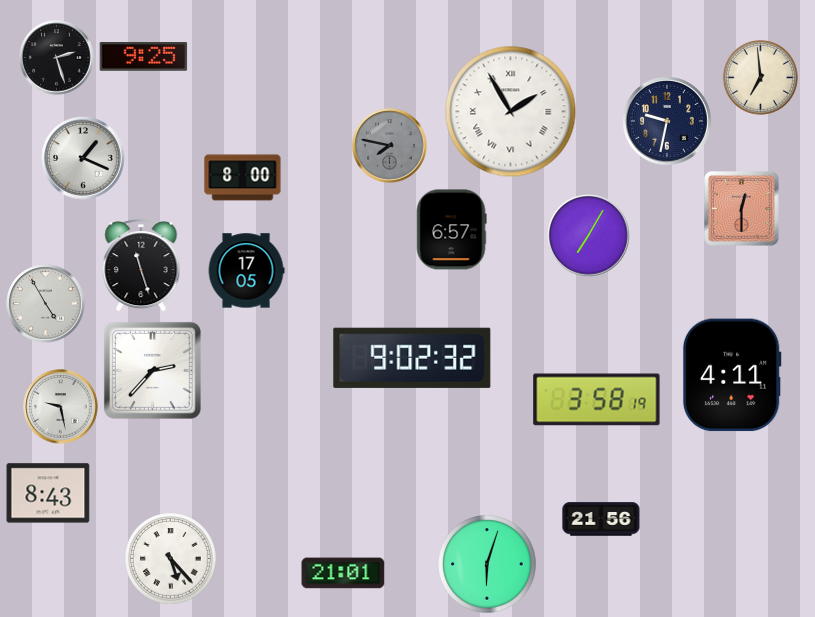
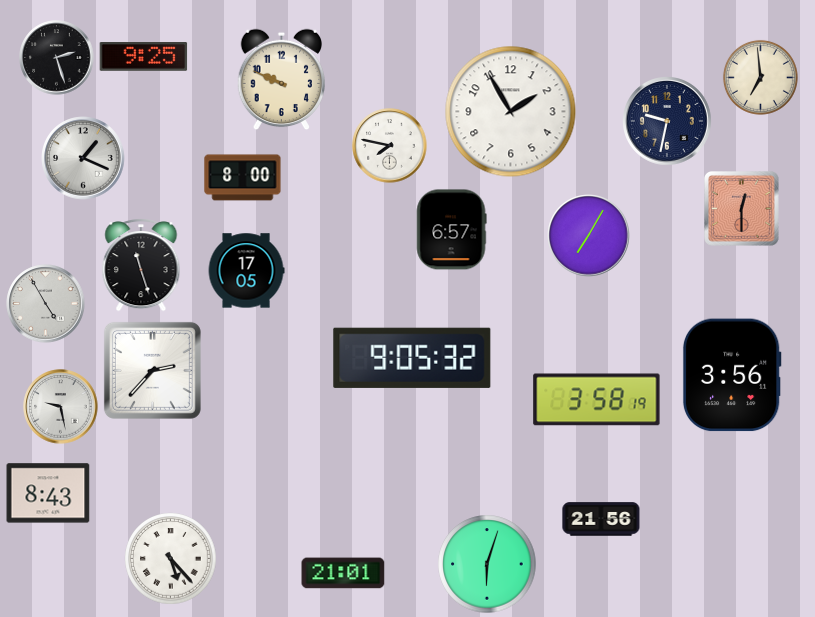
clock at (282, 80): none -> 9:49
clock at (511, 112) numerals: Roman -> Arabic
clock at (390, 146) dial: grey -> white
clock at (412, 358): 9:02 -> 9:05
clock at (732, 375): 4:11 -> 3:56
